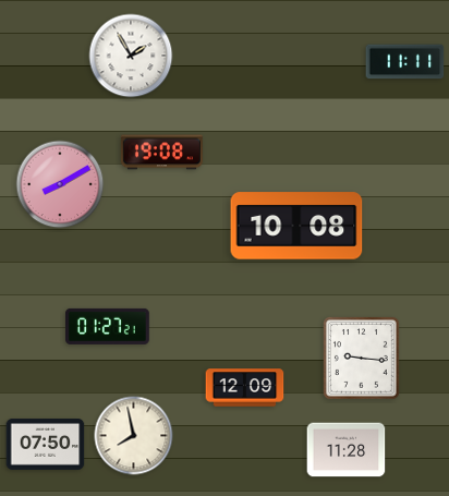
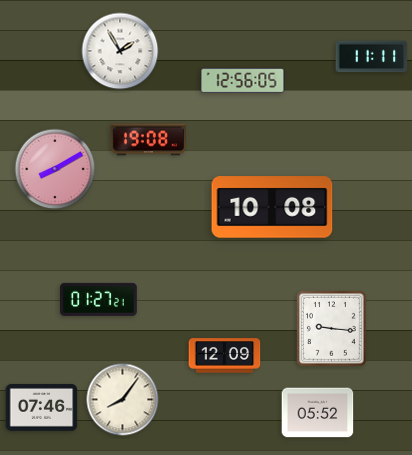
clock at (243, 81): none -> 12:56
clock at (134, 436): 7:58 -> 8:06
clock at (46, 444): 07:50 -> 07:46
clock at (347, 450): 11:28 -> 05:52
